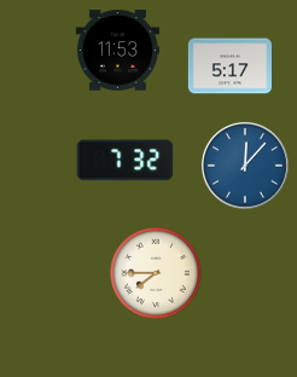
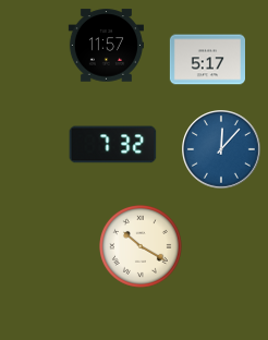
clock at (117, 51): 11:53 -> 11:57
clock at (157, 274): 7:45 -> 10:20
